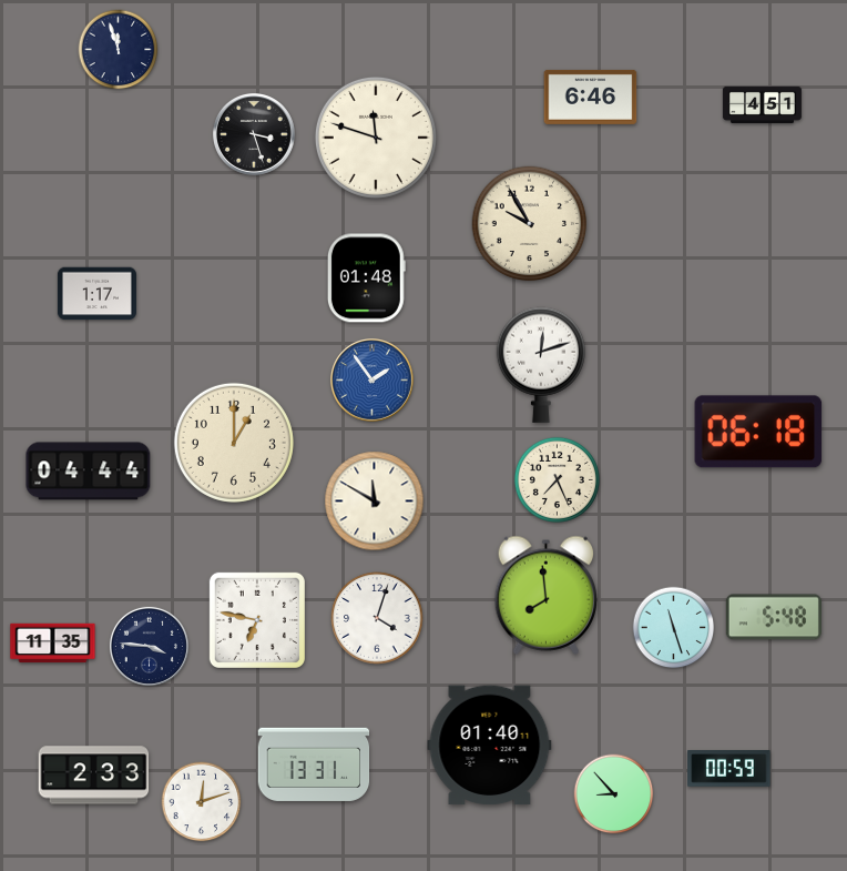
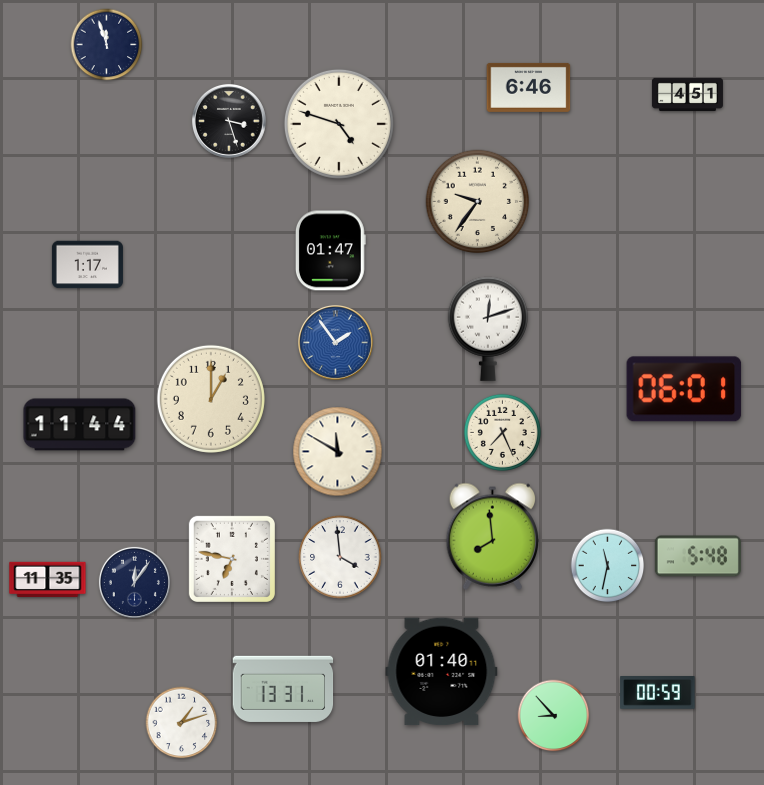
clock at (591, 97) position: (591, 97) -> (529, 87)
clock at (376, 138): 11:48 -> 4:48
clock at (530, 224): 9:55 -> 9:36
clock at (366, 278): 01:48 -> 01:47
clock at (758, 432): 06:18 -> 06:01
clock at (89, 472): 04:44 -> 11:44
clock at (377, 618): 4:03 -> 3:59
clock at (674, 628): 11:27 -> 11:32
clock at (149, 646): 3:46 -> 12:06
clock at (94, 776): 2:33 -> none
clock at (202, 802): 12:12 -> 1:12
